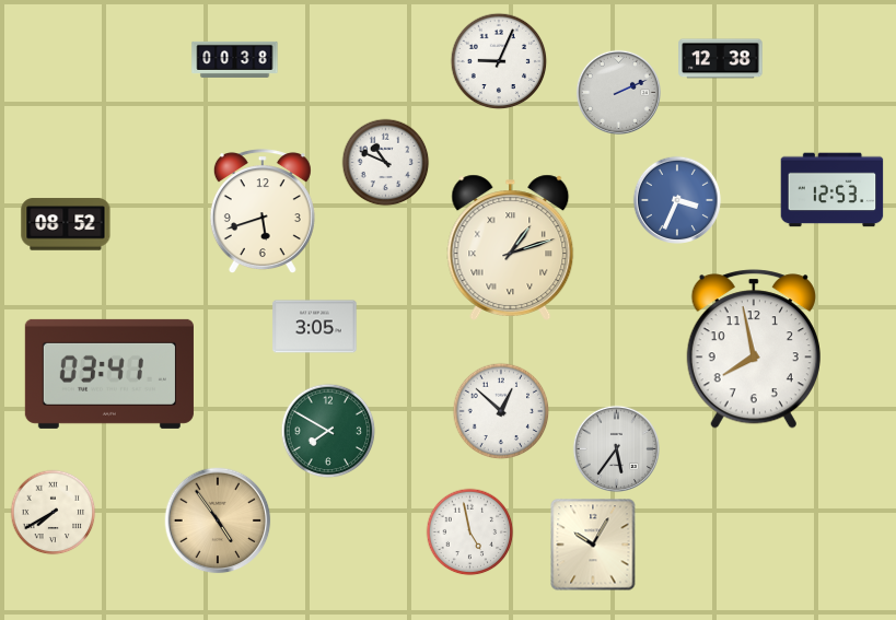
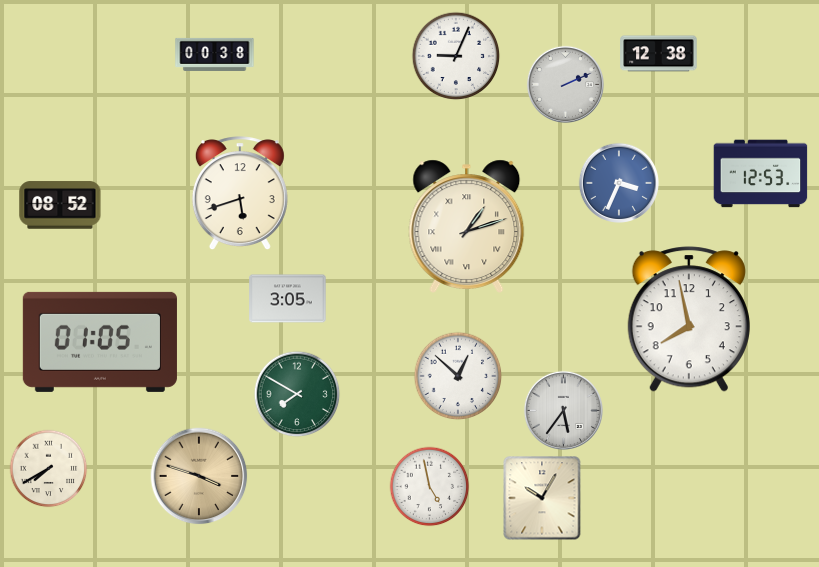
clock at (386, 163): 10:49 -> none
clock at (109, 374): 03:41 -> 01:05
clock at (328, 431) position: (328, 431) -> (297, 394)
clock at (218, 520): 4:54 -> 3:48
